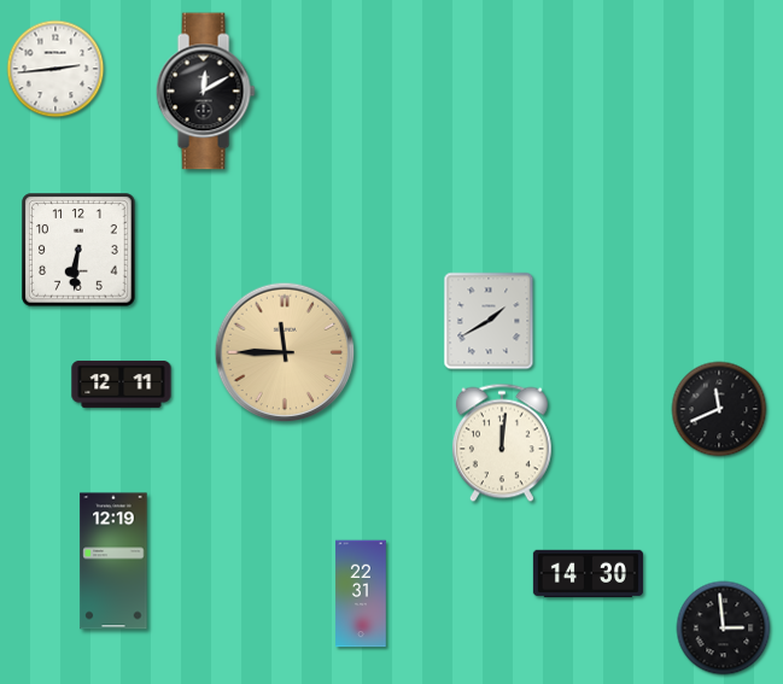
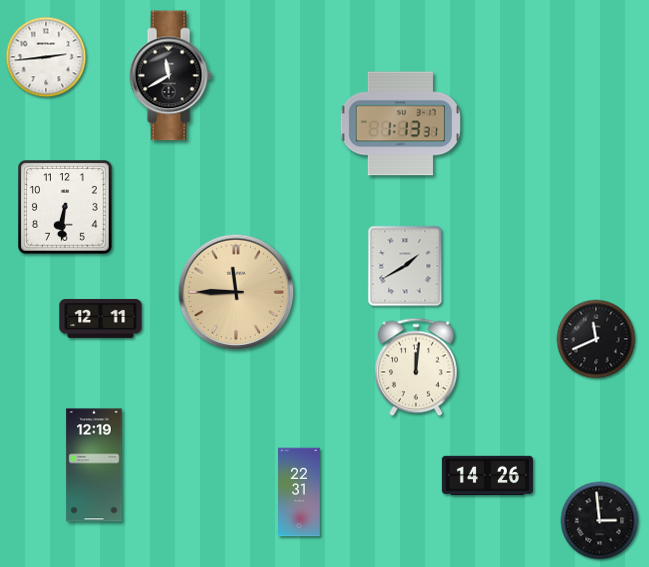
clock at (205, 92): 12:10 -> 11:40
clock at (400, 124): none -> 1:13
clock at (588, 574): 14:30 -> 14:26
